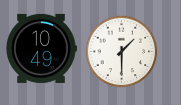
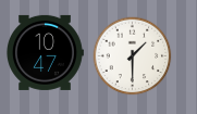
clock at (42, 48): 10:49 -> 10:47
